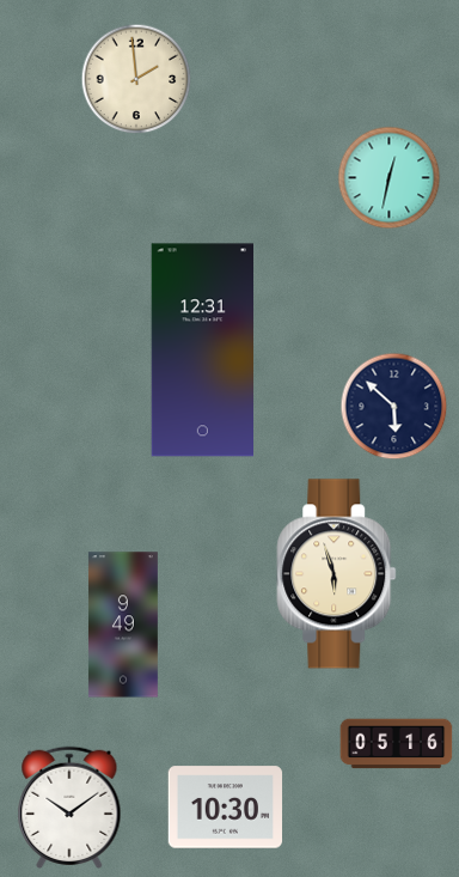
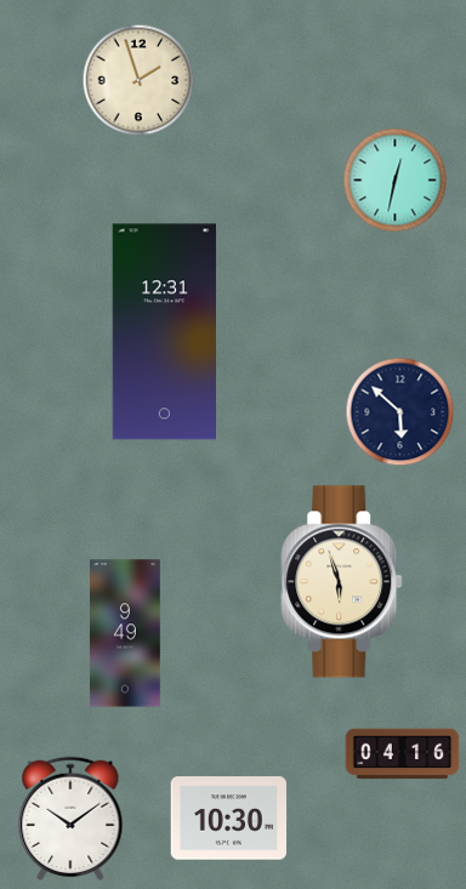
clock at (136, 79): 1:59 -> 1:57
clock at (202, 351) position: (202, 351) -> (164, 332)
clock at (397, 744): 05:16 -> 04:16
